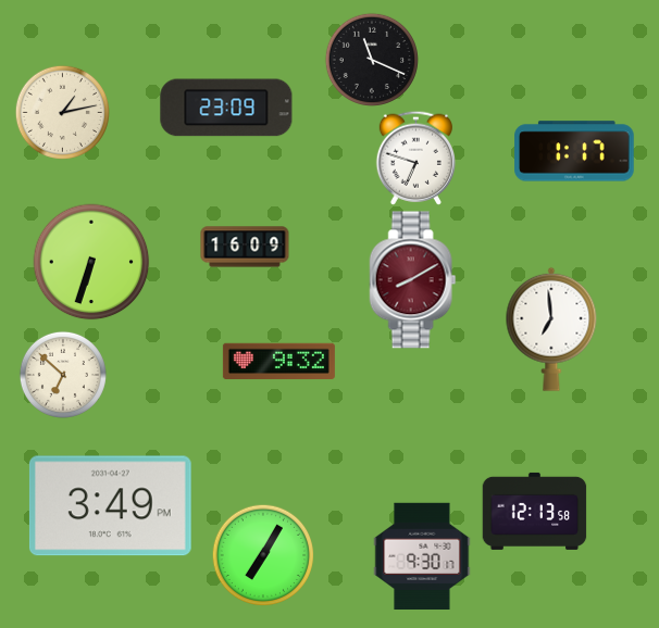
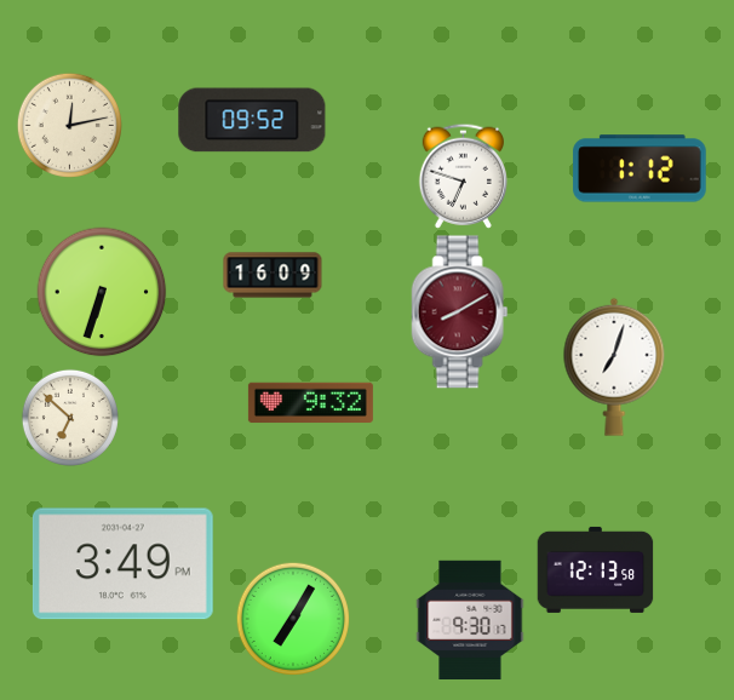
clock at (372, 60): 11:19 -> none
clock at (226, 108): 23:09 -> 09:52
clock at (62, 112): 1:13 -> 12:13
clock at (574, 151): 1:17 -> 1:12
clock at (551, 329): 6:59 -> 7:03
